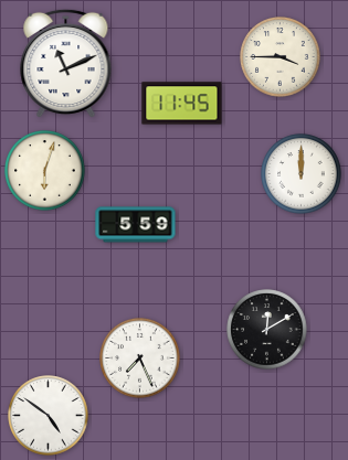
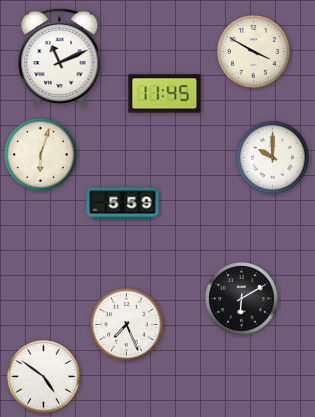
clock at (281, 57): 3:45 -> 3:50
clock at (302, 174): 12:00 -> 10:00
clock at (267, 330): 12:10 -> 6:10
